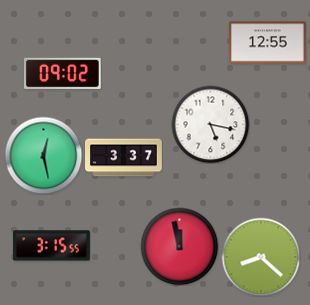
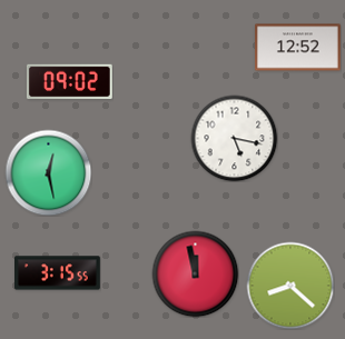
clock at (268, 43): 12:55 -> 12:52
clock at (124, 158): 3:37 -> none
clock at (179, 246) position: (179, 246) -> (195, 273)
